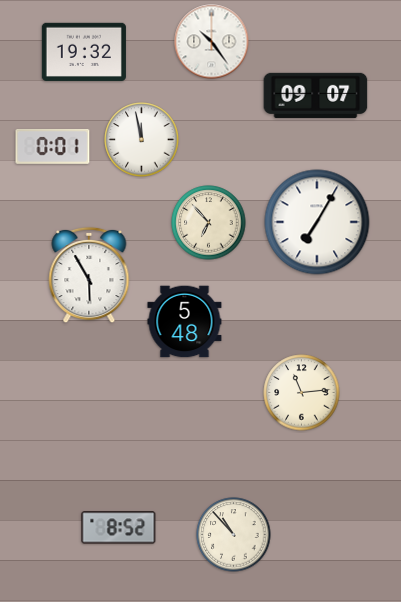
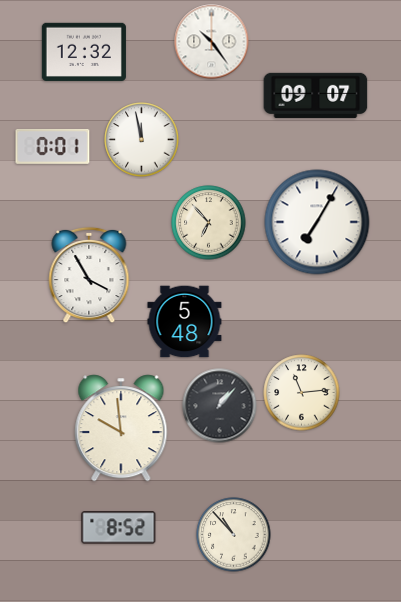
clock at (84, 52): 19:32 -> 12:32
clock at (89, 275): 5:55 -> 3:55
clock at (220, 406): none -> 1:07
clock at (121, 428): none -> 9:59
